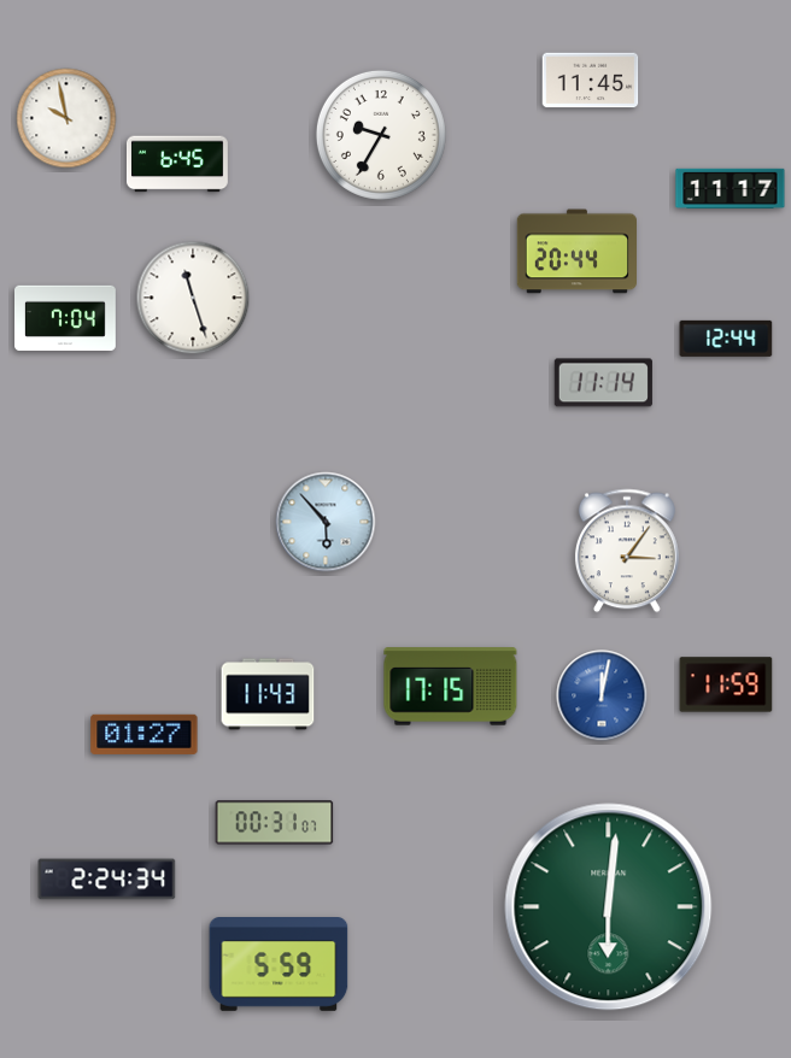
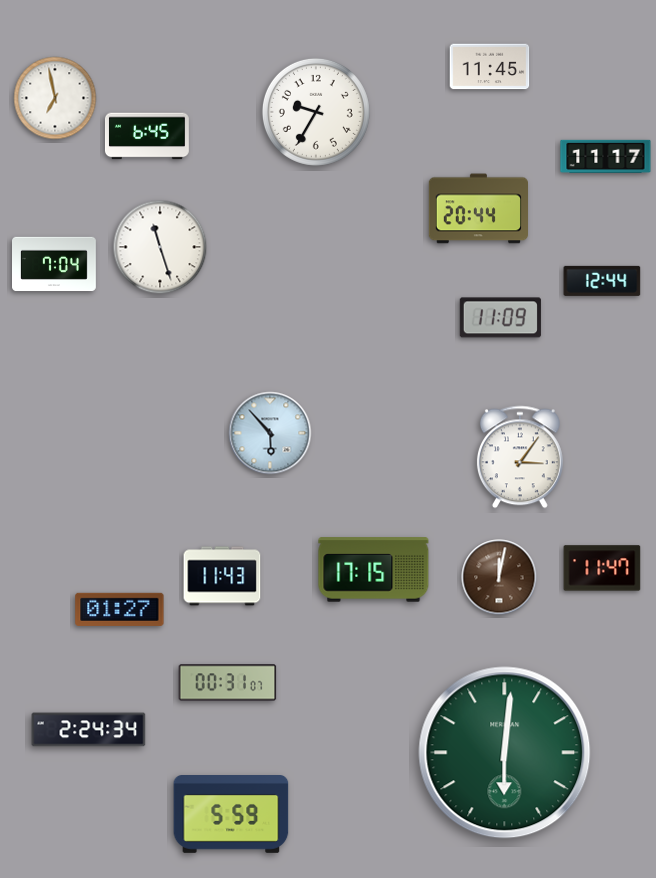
clock at (66, 118): 9:58 -> 6:58
clock at (603, 383): 11:14 -> 11:09
clock at (726, 684): 11:59 -> 11:47
clock at (602, 695) dial: blue -> brown
clock at (279, 965) position: (279, 965) -> (231, 815)
